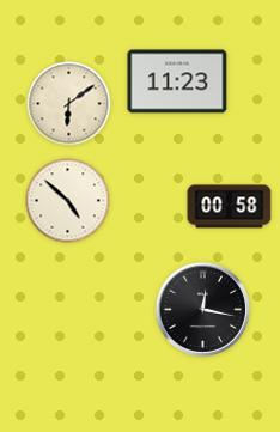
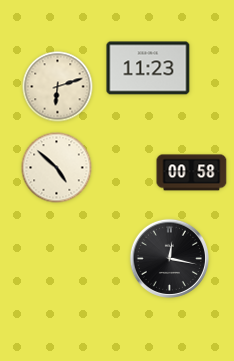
clock at (69, 104): 6:09 -> 6:12
